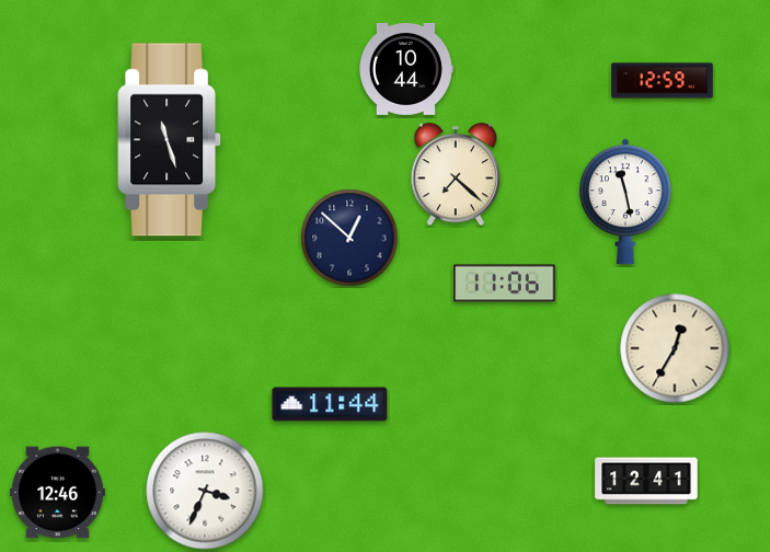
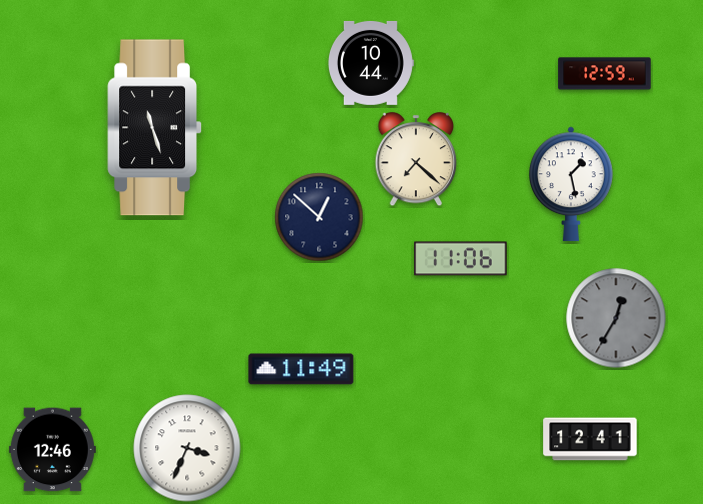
clock at (627, 202): 11:28 -> 1:28
clock at (675, 348) dial: cream -> grey
clock at (330, 404): 11:44 -> 11:49
